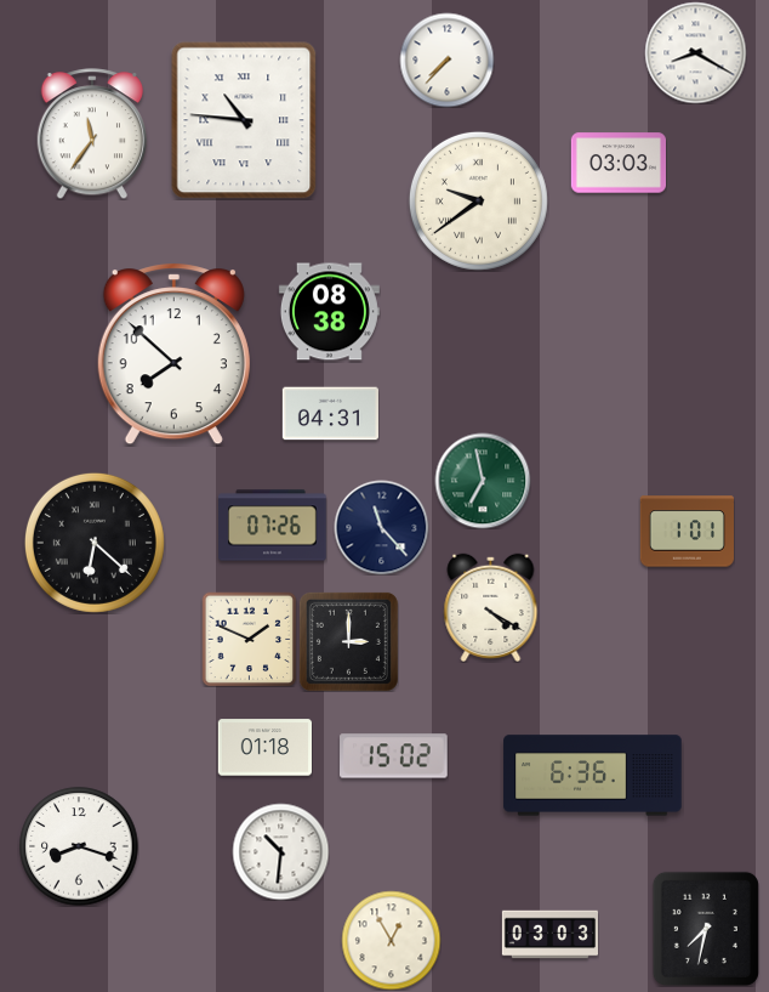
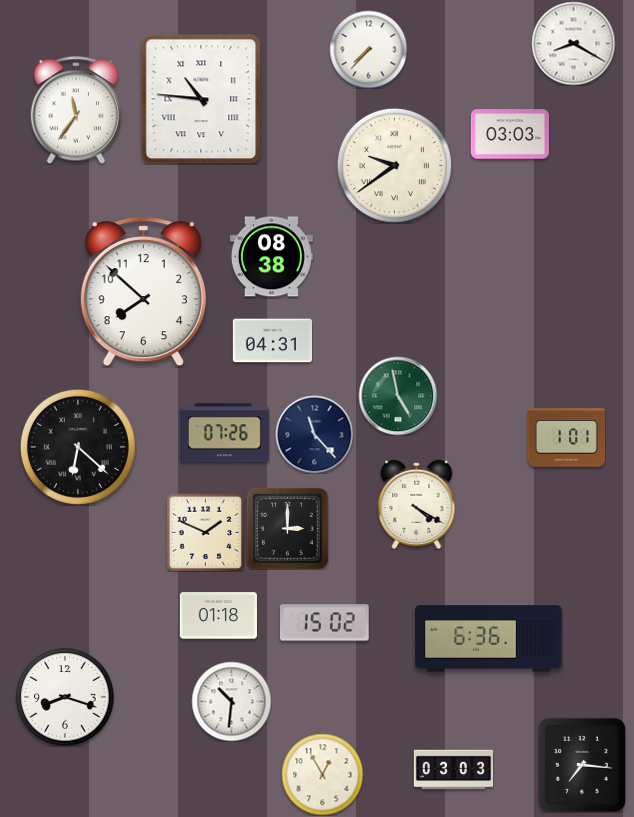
clock at (483, 481): 6:58 -> 4:58
clock at (491, 607) position: (491, 607) -> (417, 504)
clock at (249, 639) position: (249, 639) -> (205, 532)
clock at (706, 929): 7:32 -> 7:16
